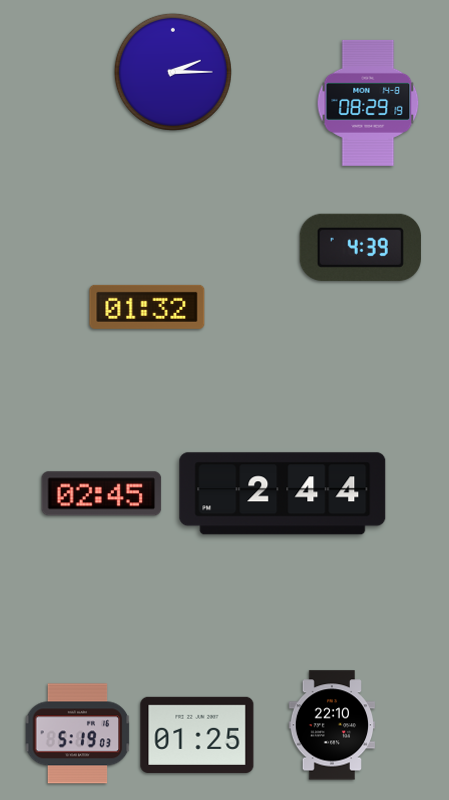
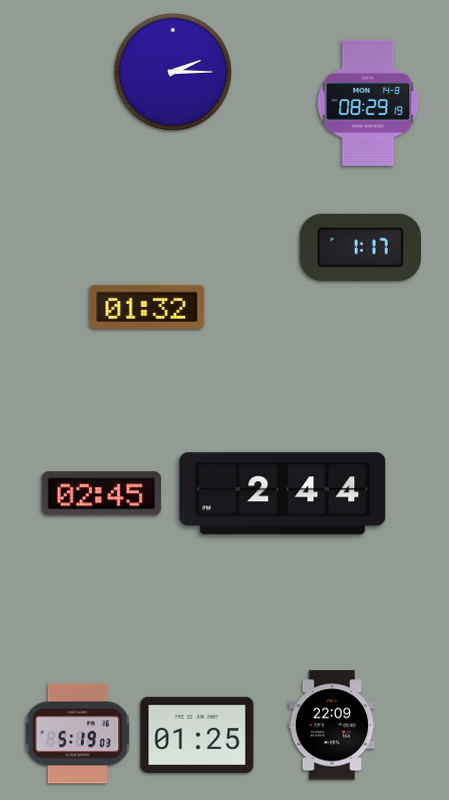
clock at (360, 247): 4:39 -> 1:17
clock at (332, 725): 22:10 -> 22:09
